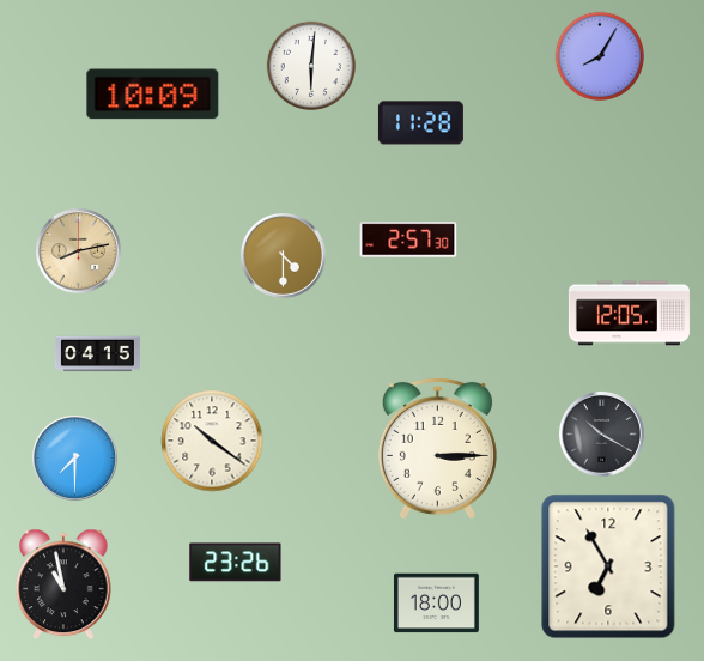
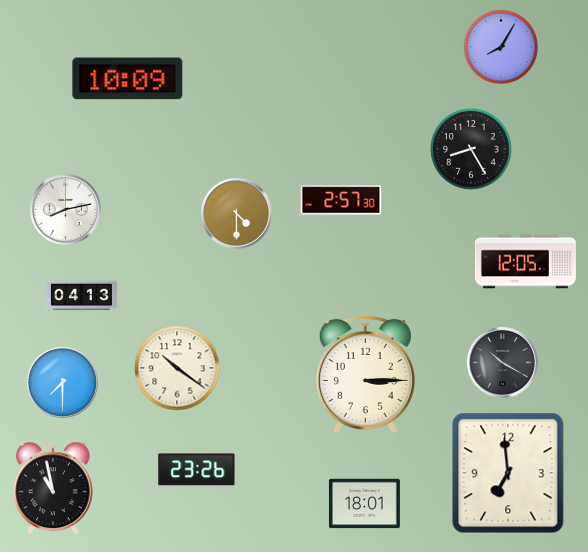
clock at (310, 65): 6:01 -> none
clock at (420, 123): 11:28 -> none
clock at (471, 149): none -> 8:25
clock at (78, 250) dial: champagne -> white
clock at (97, 354): 04:15 -> 04:13
clock at (608, 566): 6:55 -> 6:59
clock at (436, 604): 18:00 -> 18:01
